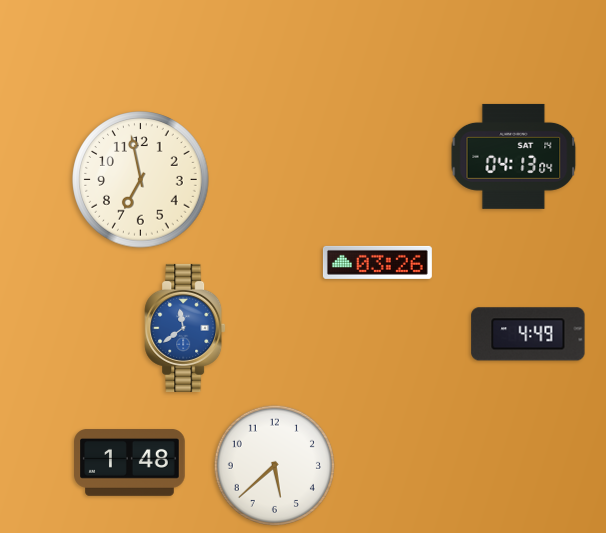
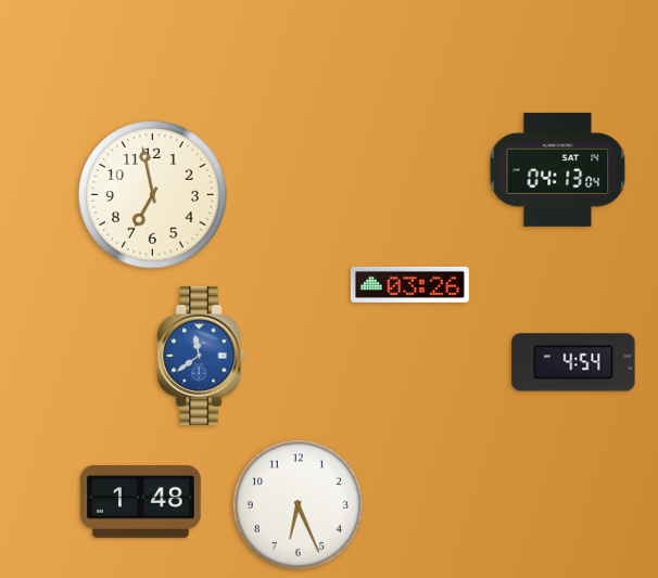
clock at (528, 334): 4:49 -> 4:54
clock at (274, 465): 5:38 -> 6:26
